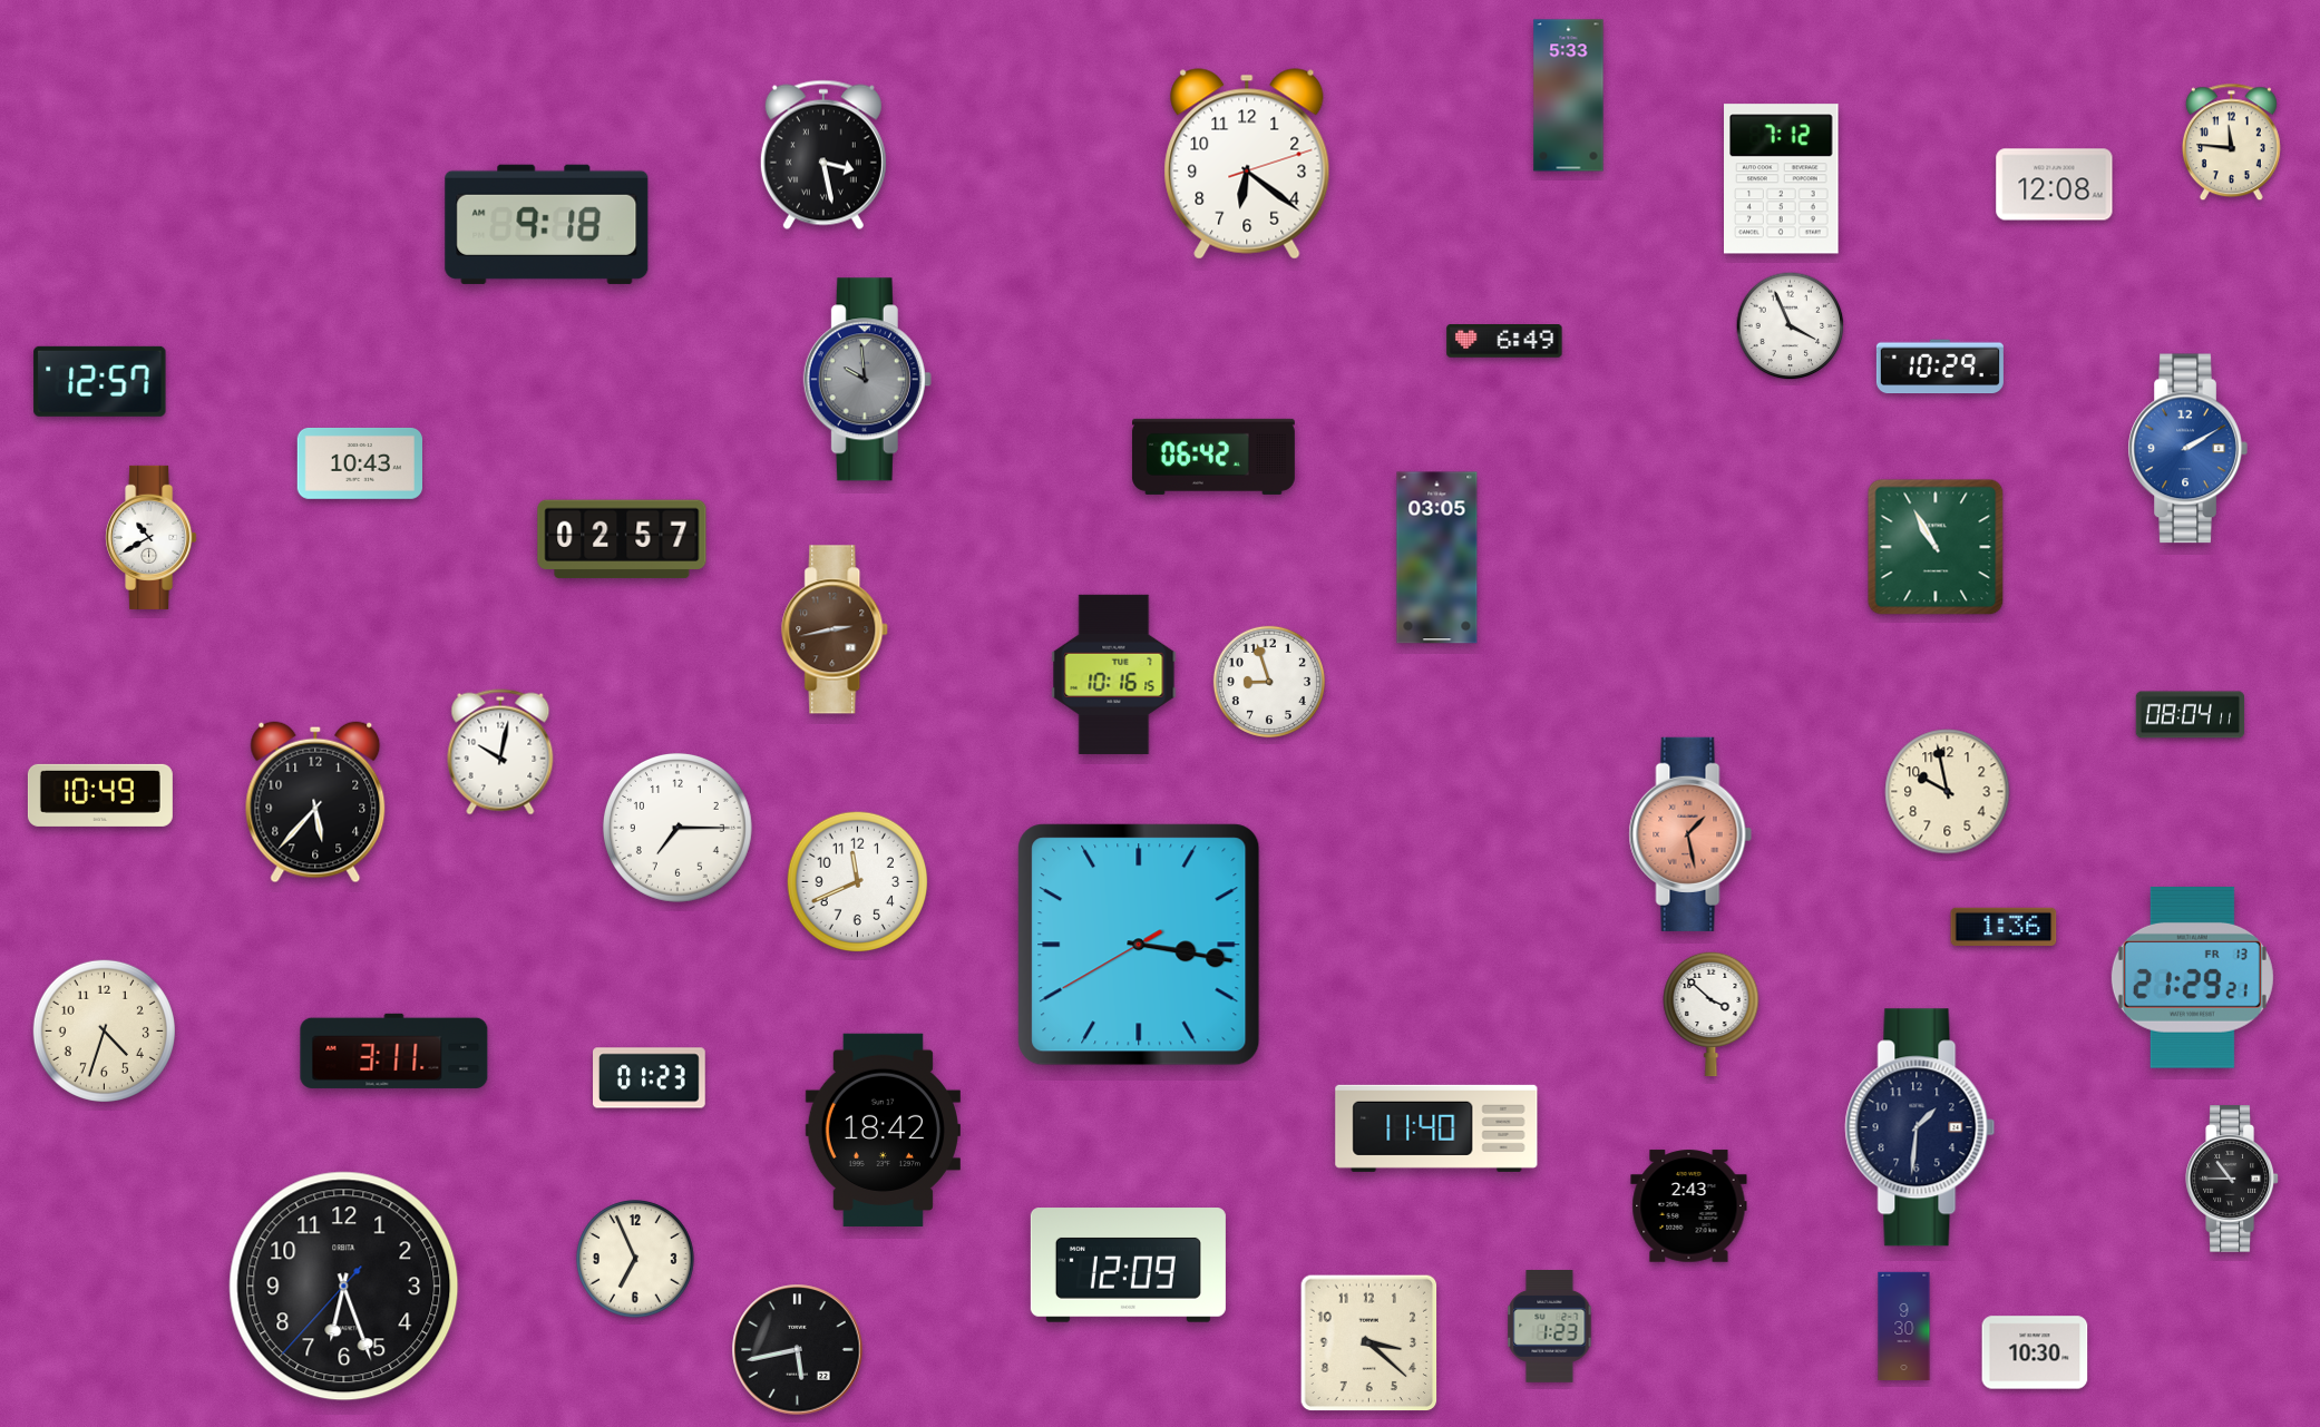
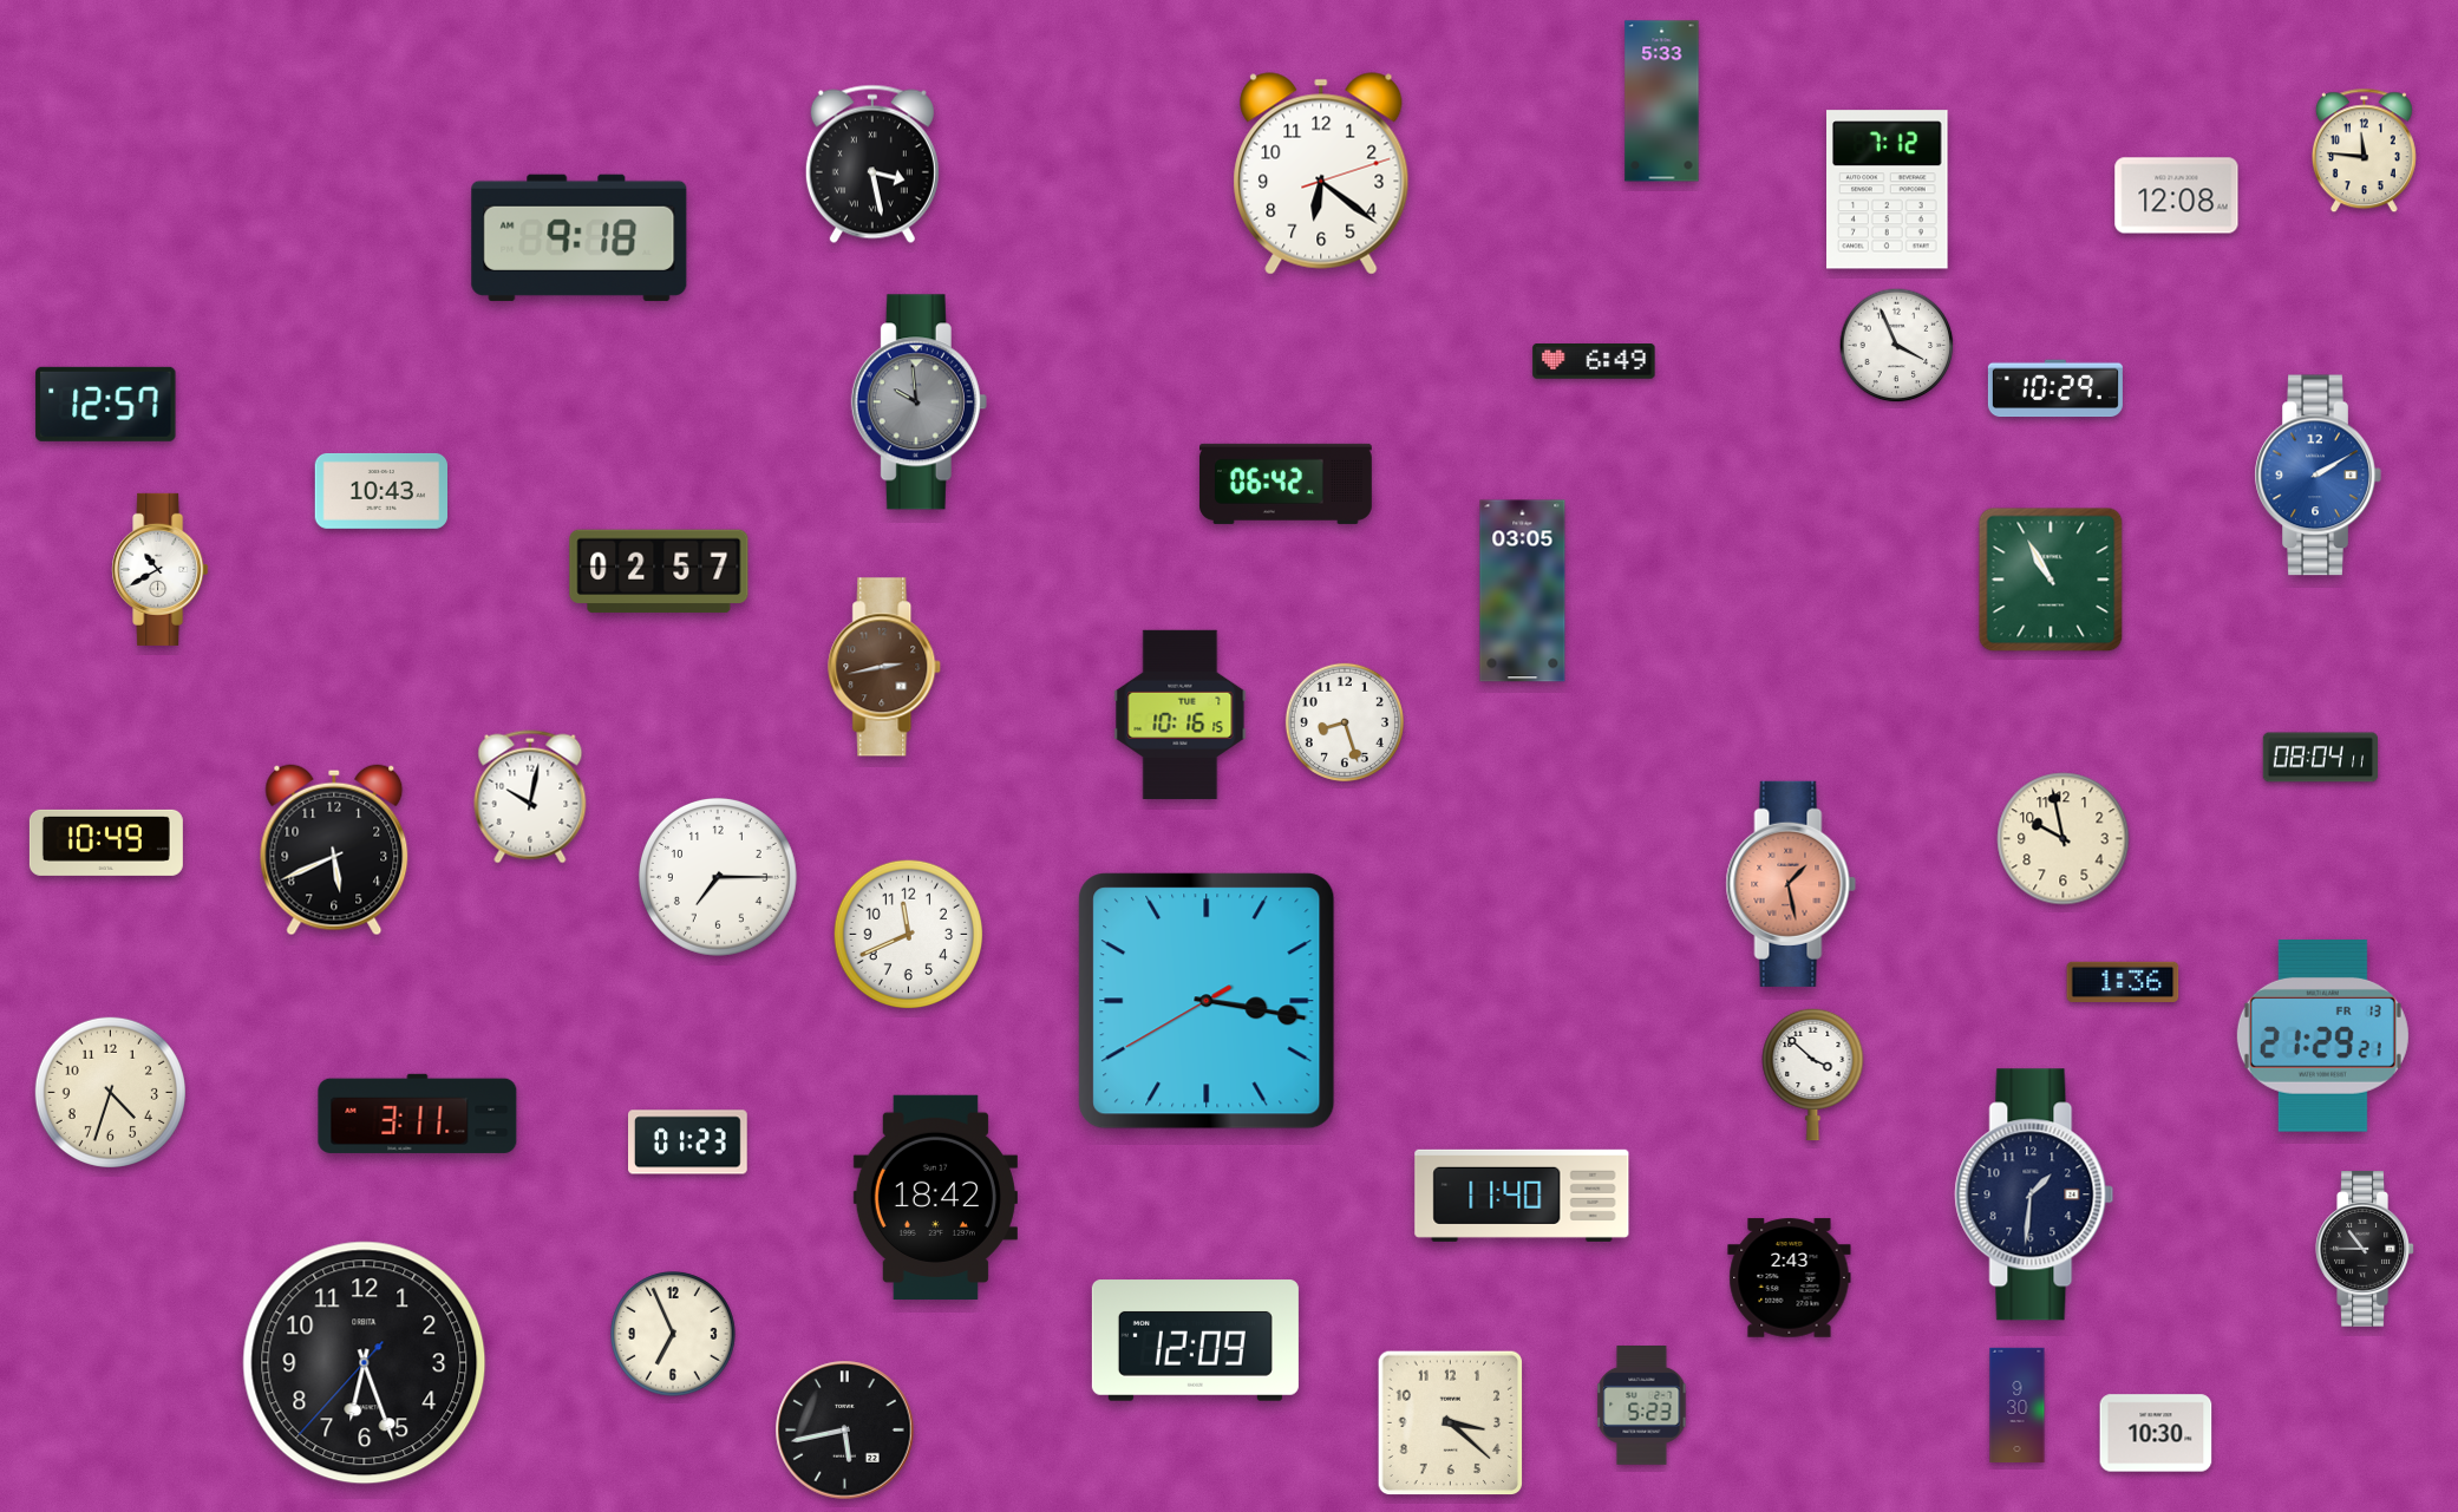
clock at (1269, 682): 8:57 -> 8:27
clock at (315, 802): 5:37 -> 5:41
clock at (1550, 1327): 1:23 -> 5:23
